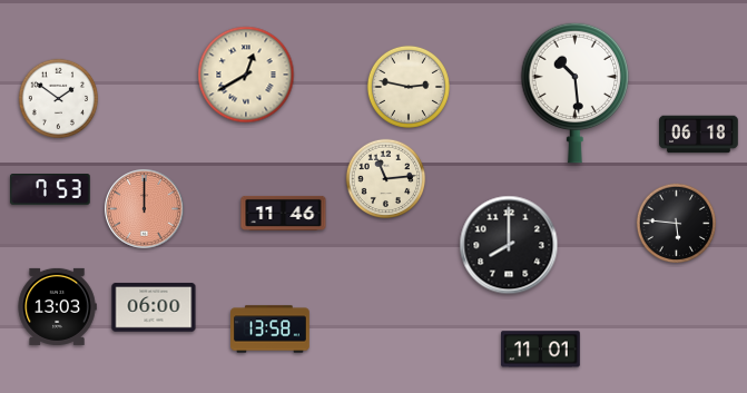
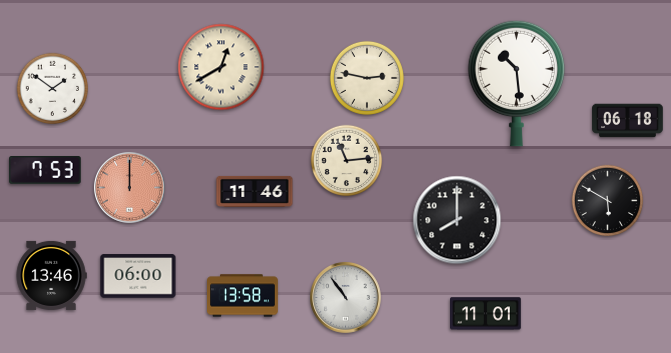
clock at (677, 224): 5:46 -> 5:50
clock at (57, 306): 13:03 -> 13:46
clock at (346, 298): none -> 10:54
